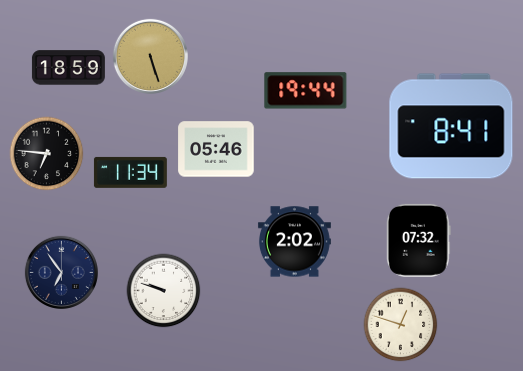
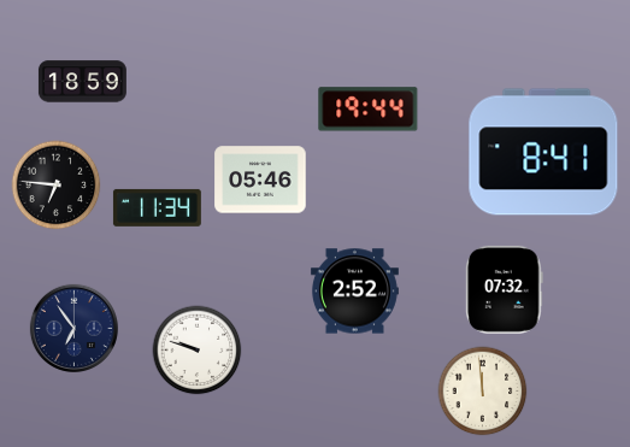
clock at (150, 56): 5:27 -> none
clock at (294, 242): 2:02 -> 2:52
clock at (401, 325): 12:48 -> 11:59
